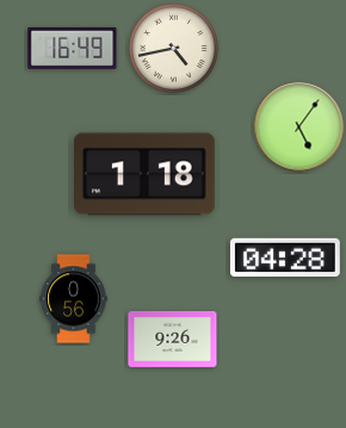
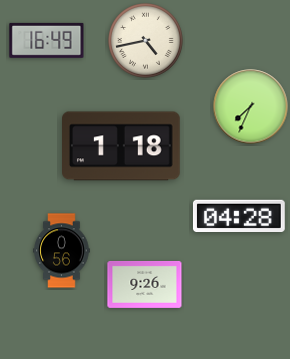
clock at (73, 48) position: (73, 48) -> (47, 40)
clock at (299, 128): 5:06 -> 7:34
